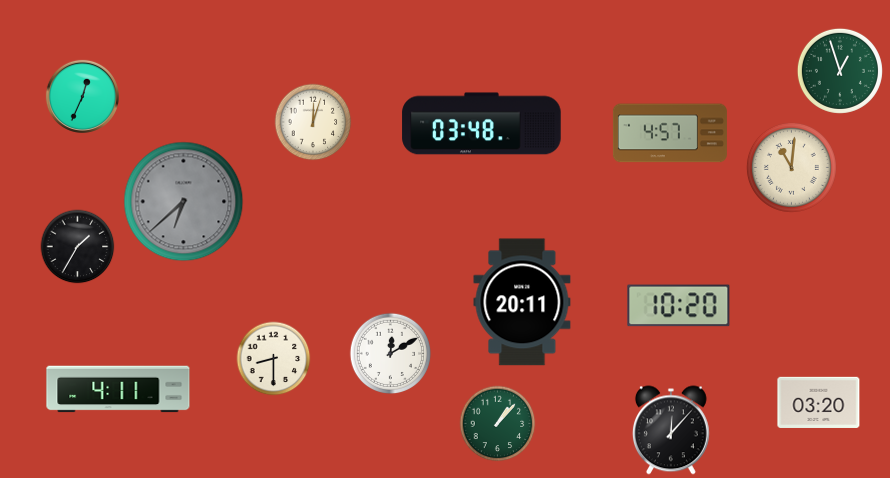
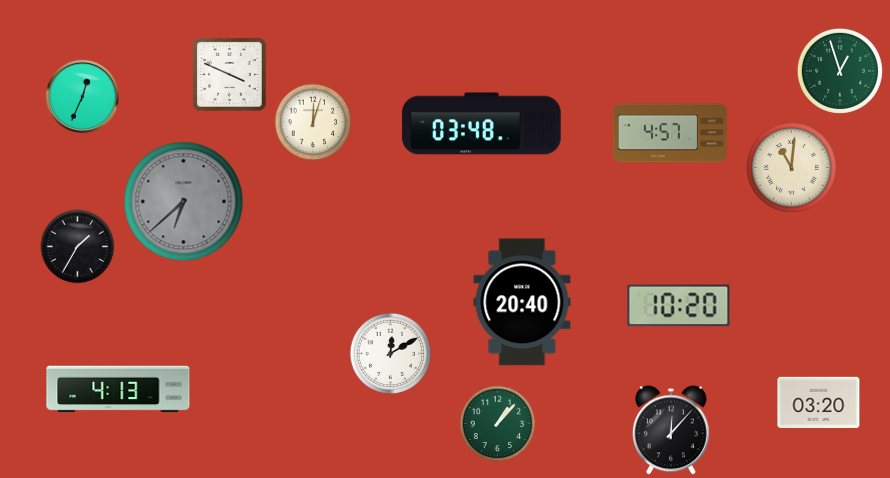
clock at (230, 75): none -> 3:49
clock at (522, 302): 20:11 -> 20:40
clock at (274, 359): 8:30 -> none
clock at (118, 389): 4:11 -> 4:13
